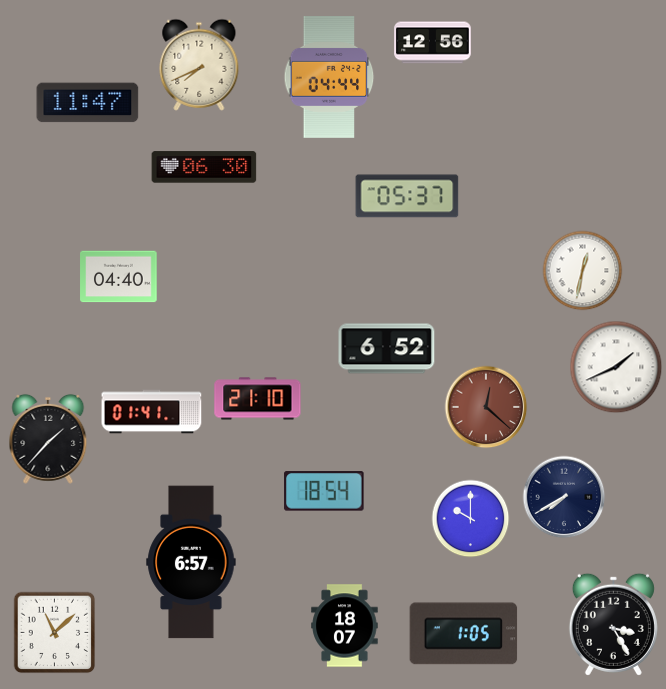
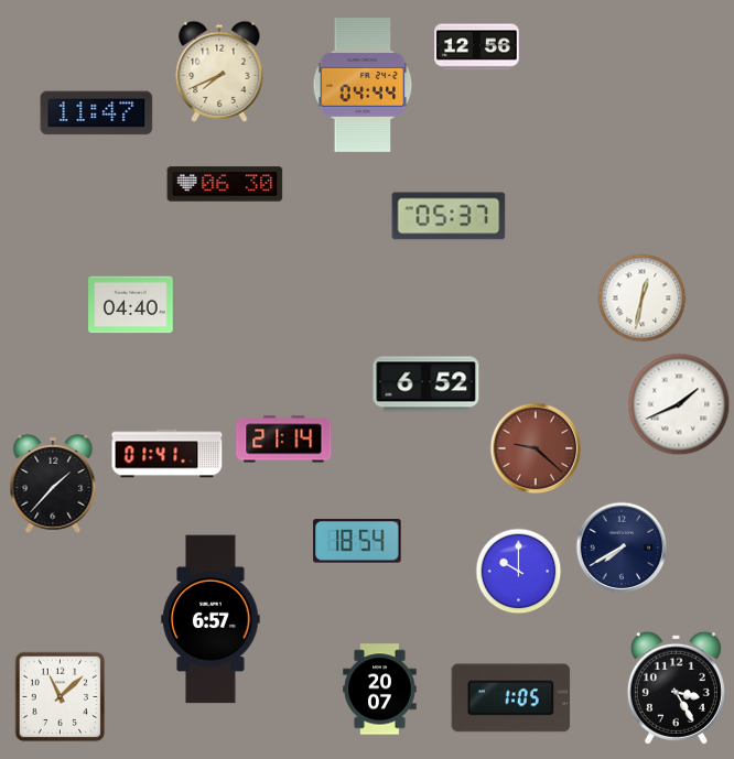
clock at (258, 399): 21:10 -> 21:14
clock at (486, 407): 12:22 -> 9:22
clock at (345, 626): 18:07 -> 20:07
